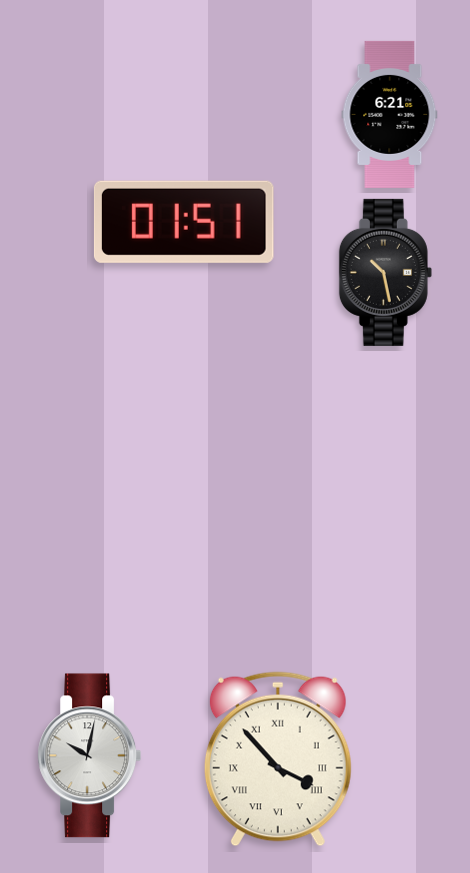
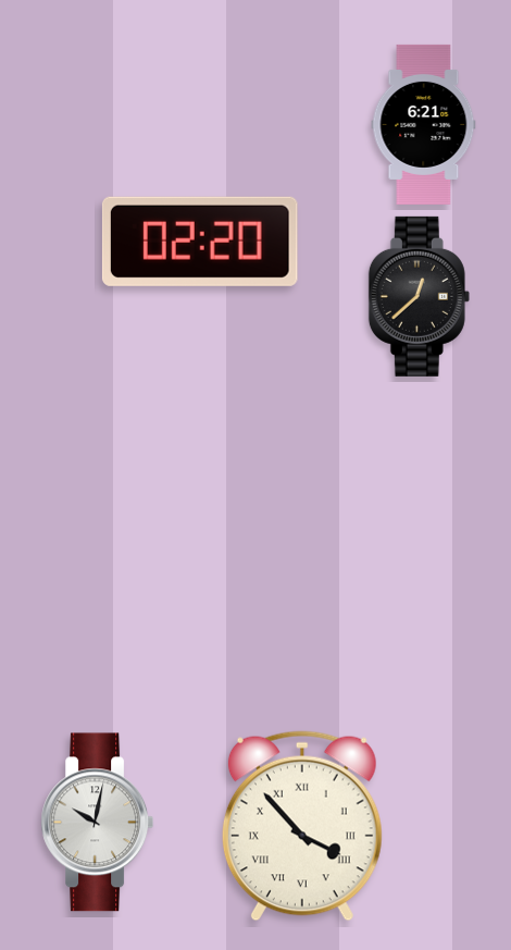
clock at (184, 222): 01:51 -> 02:20
clock at (385, 272): 10:28 -> 12:38
